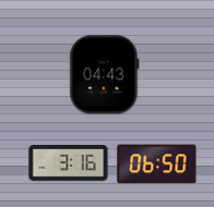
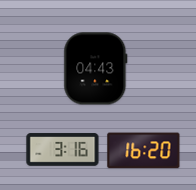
clock at (157, 165): 06:50 -> 16:20
